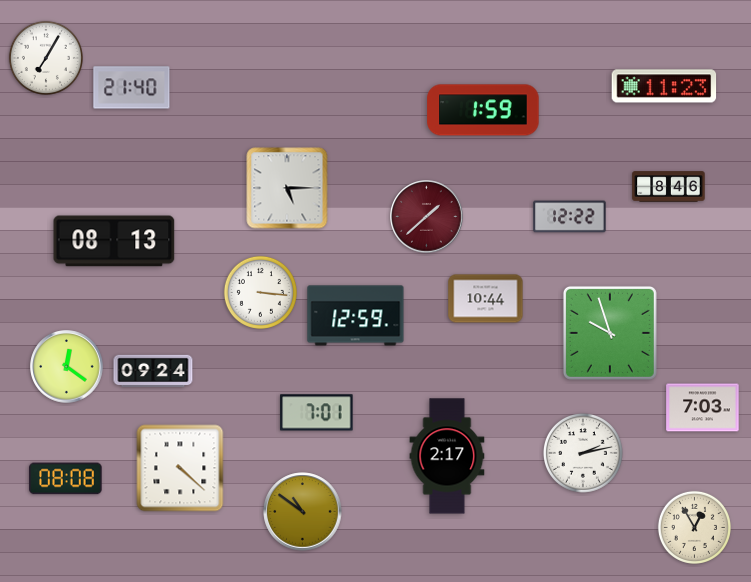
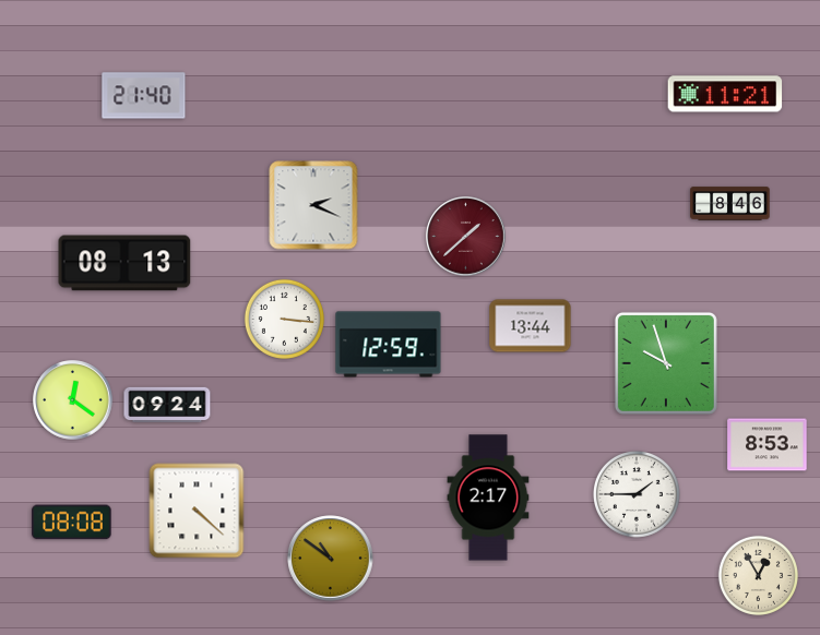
clock at (46, 58): 7:05 -> none
clock at (664, 86): 11:23 -> 11:21
clock at (483, 110): 1:59 -> none
clock at (287, 188): 5:15 -> 2:19
clock at (570, 217): 12:22 -> none
clock at (486, 299): 10:44 -> 13:44
clock at (703, 408): 7:03 -> 8:53
clock at (317, 413): 7:01 -> none
clock at (584, 454): 2:13 -> 1:45
